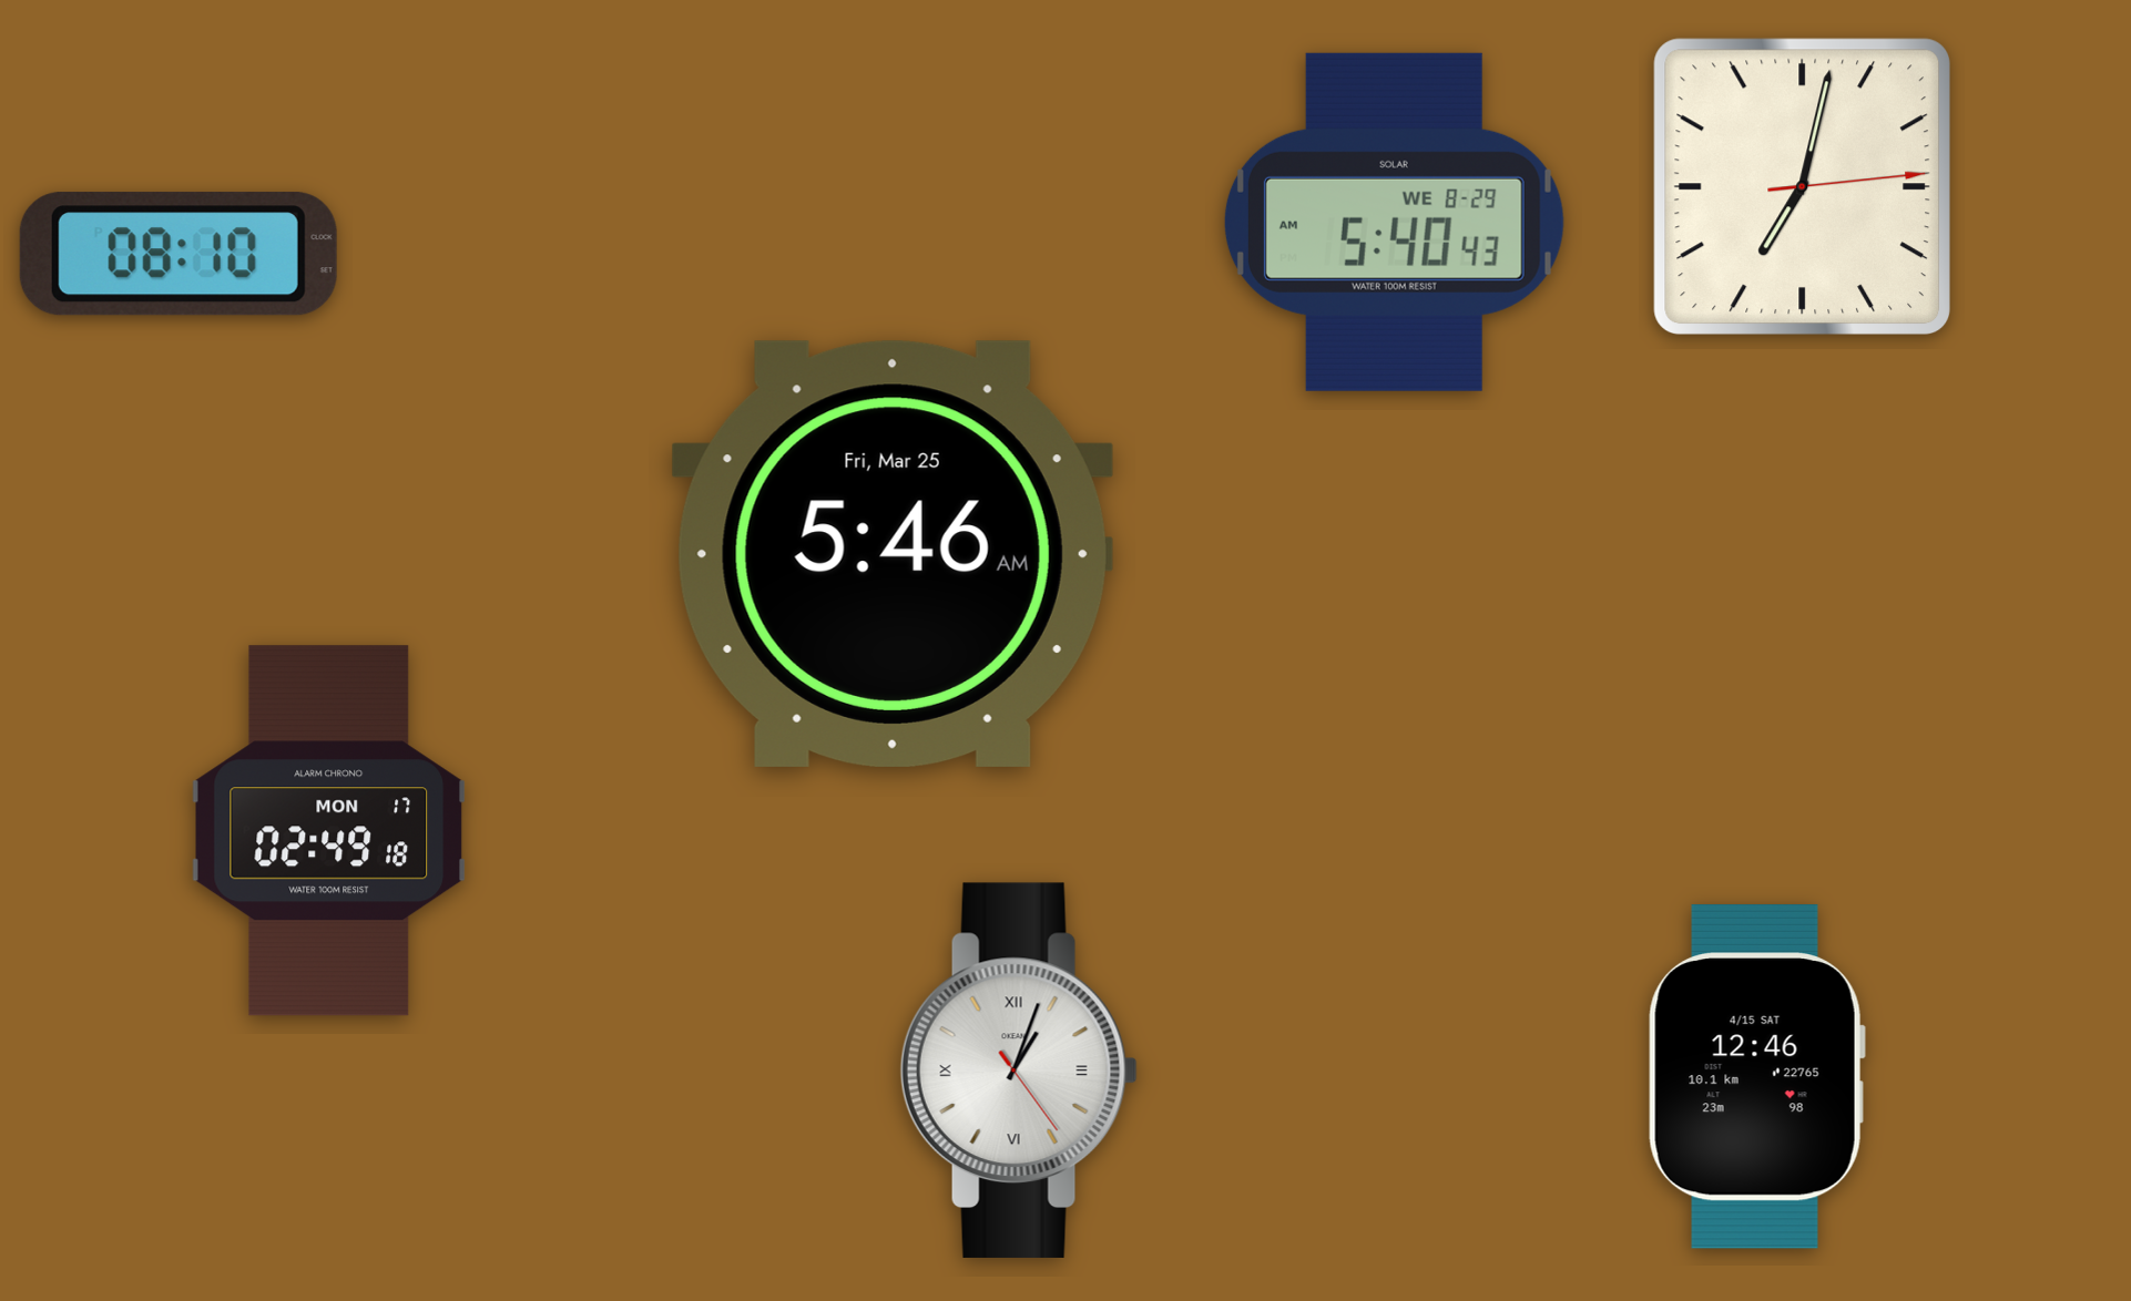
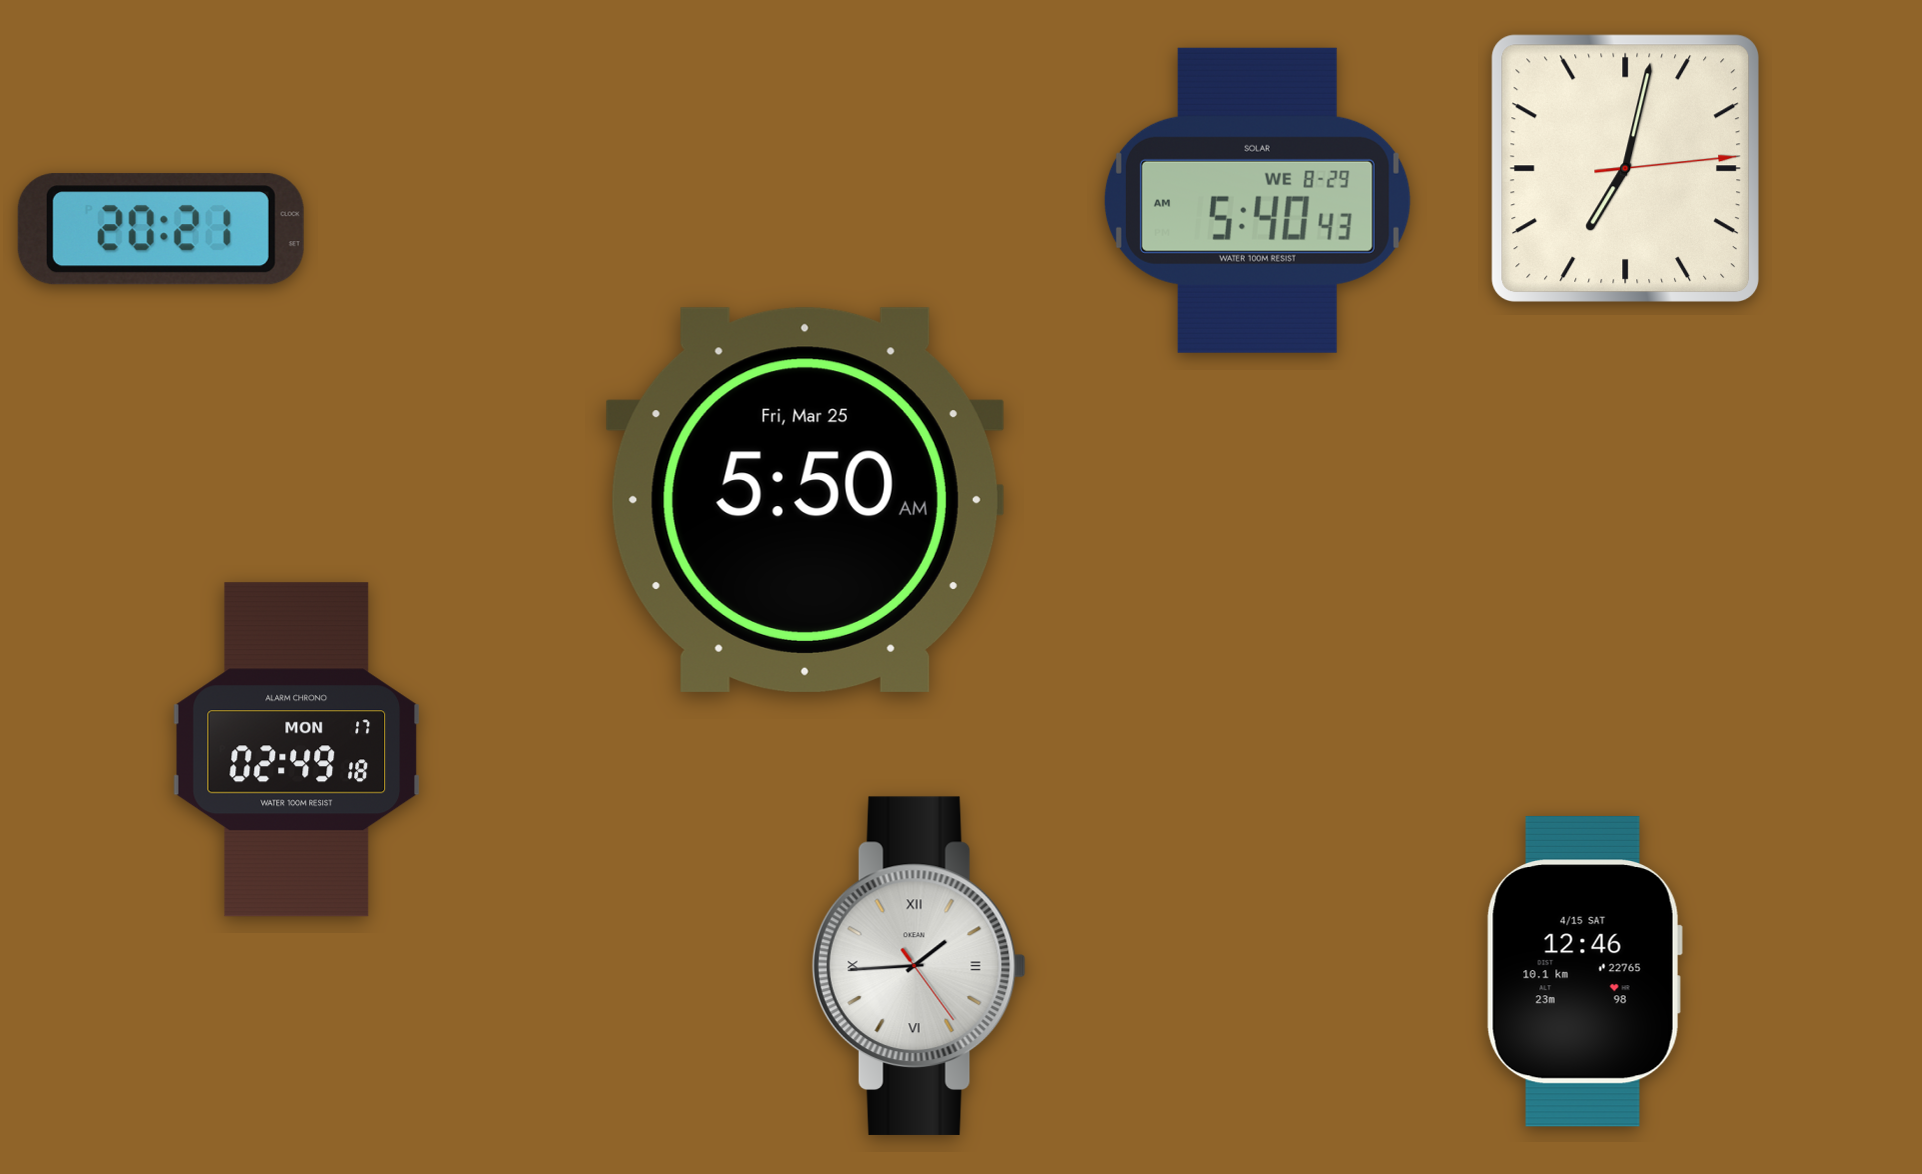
clock at (179, 254): 08:10 -> 20:21
clock at (893, 554): 5:46 -> 5:50
clock at (1019, 1070): 1:03 -> 1:44
